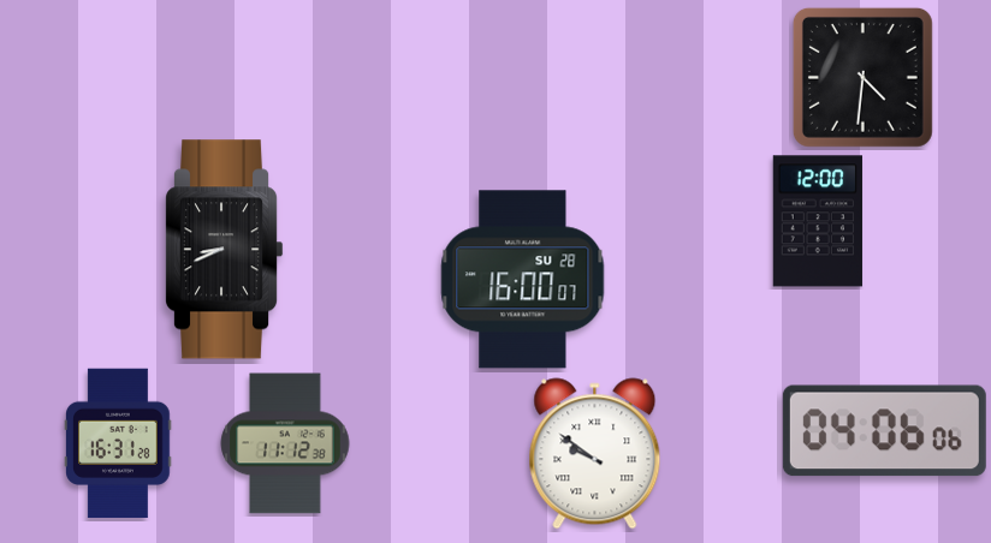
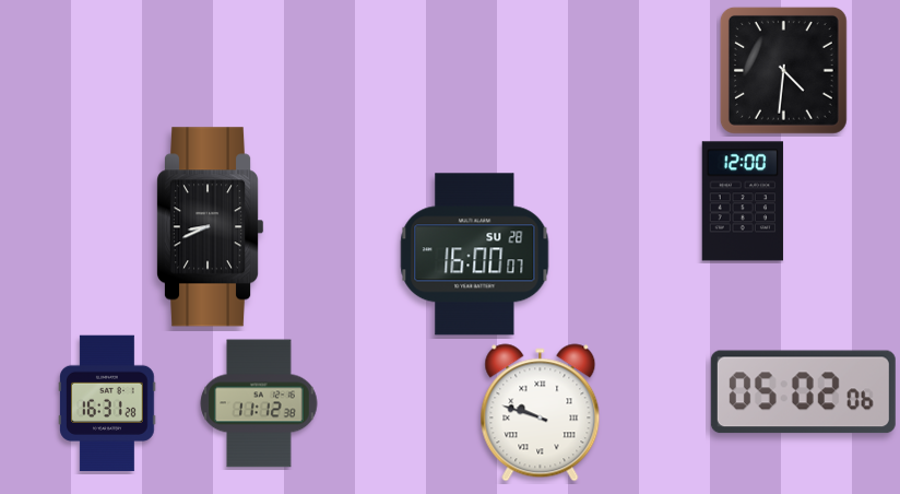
clock at (224, 250) position: (224, 250) -> (210, 227)
clock at (884, 431): 04:06 -> 05:02
clock at (595, 454): 9:51 -> 9:48
